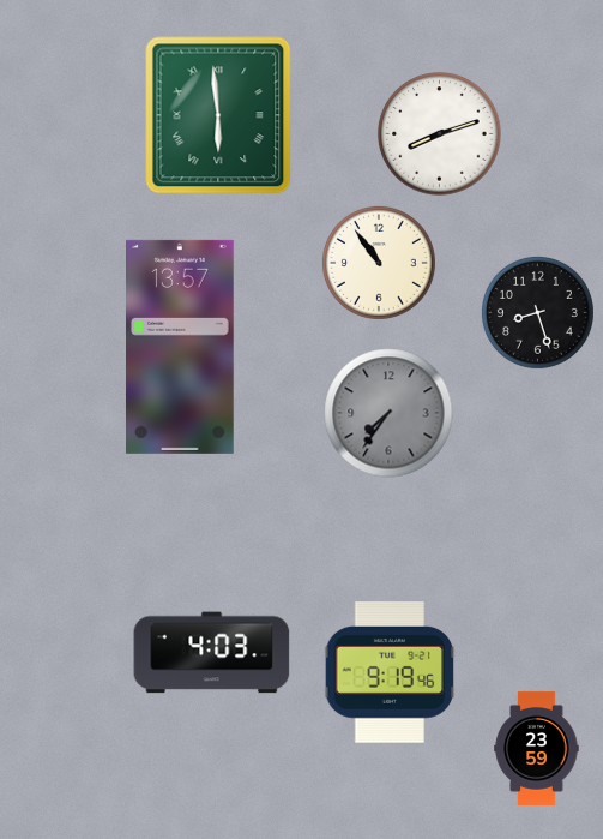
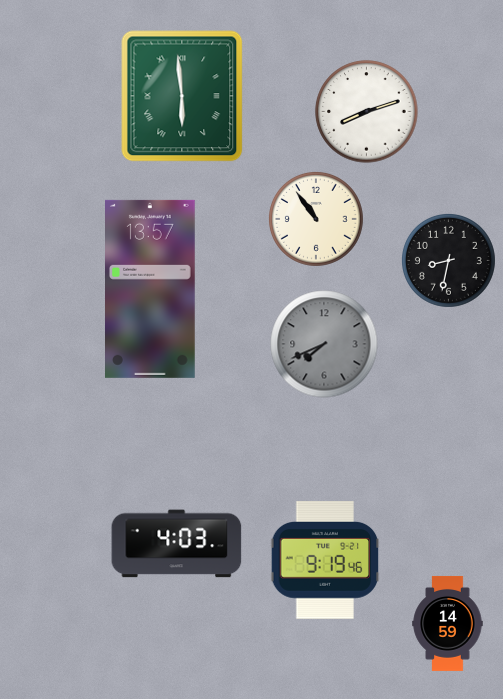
clock at (537, 312): 8:27 -> 8:32
clock at (388, 413): 7:36 -> 7:41
clock at (537, 748): 23:59 -> 14:59
